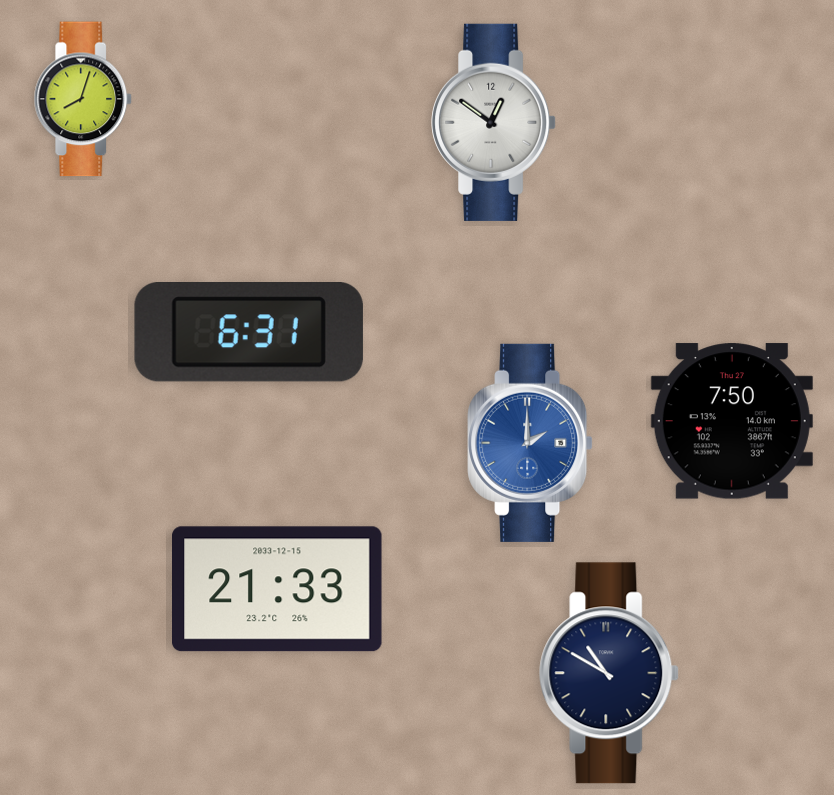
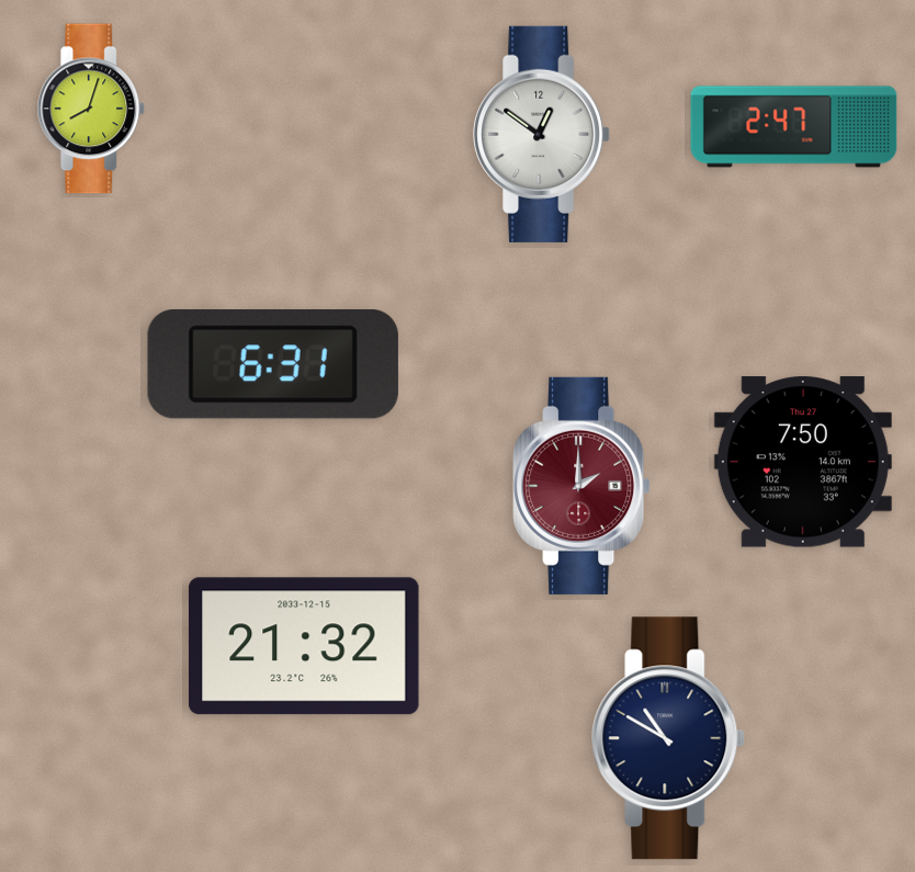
clock at (794, 127): none -> 2:47
clock at (530, 443) dial: blue -> burgundy
clock at (278, 589): 21:33 -> 21:32
